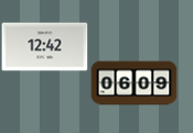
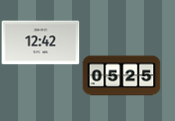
clock at (133, 84): 06:09 -> 05:25
